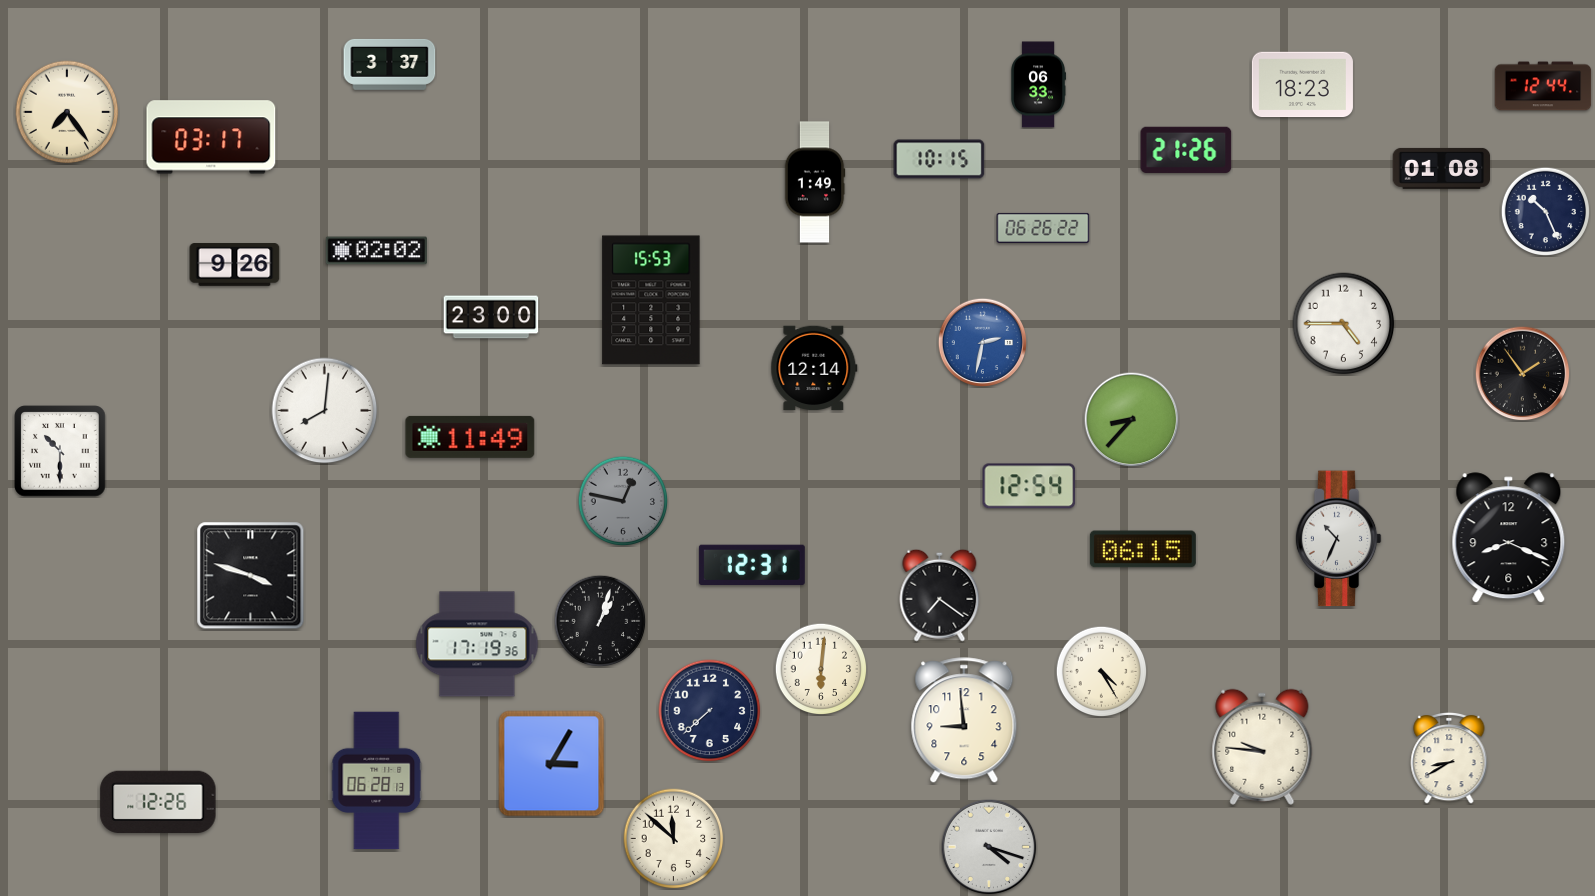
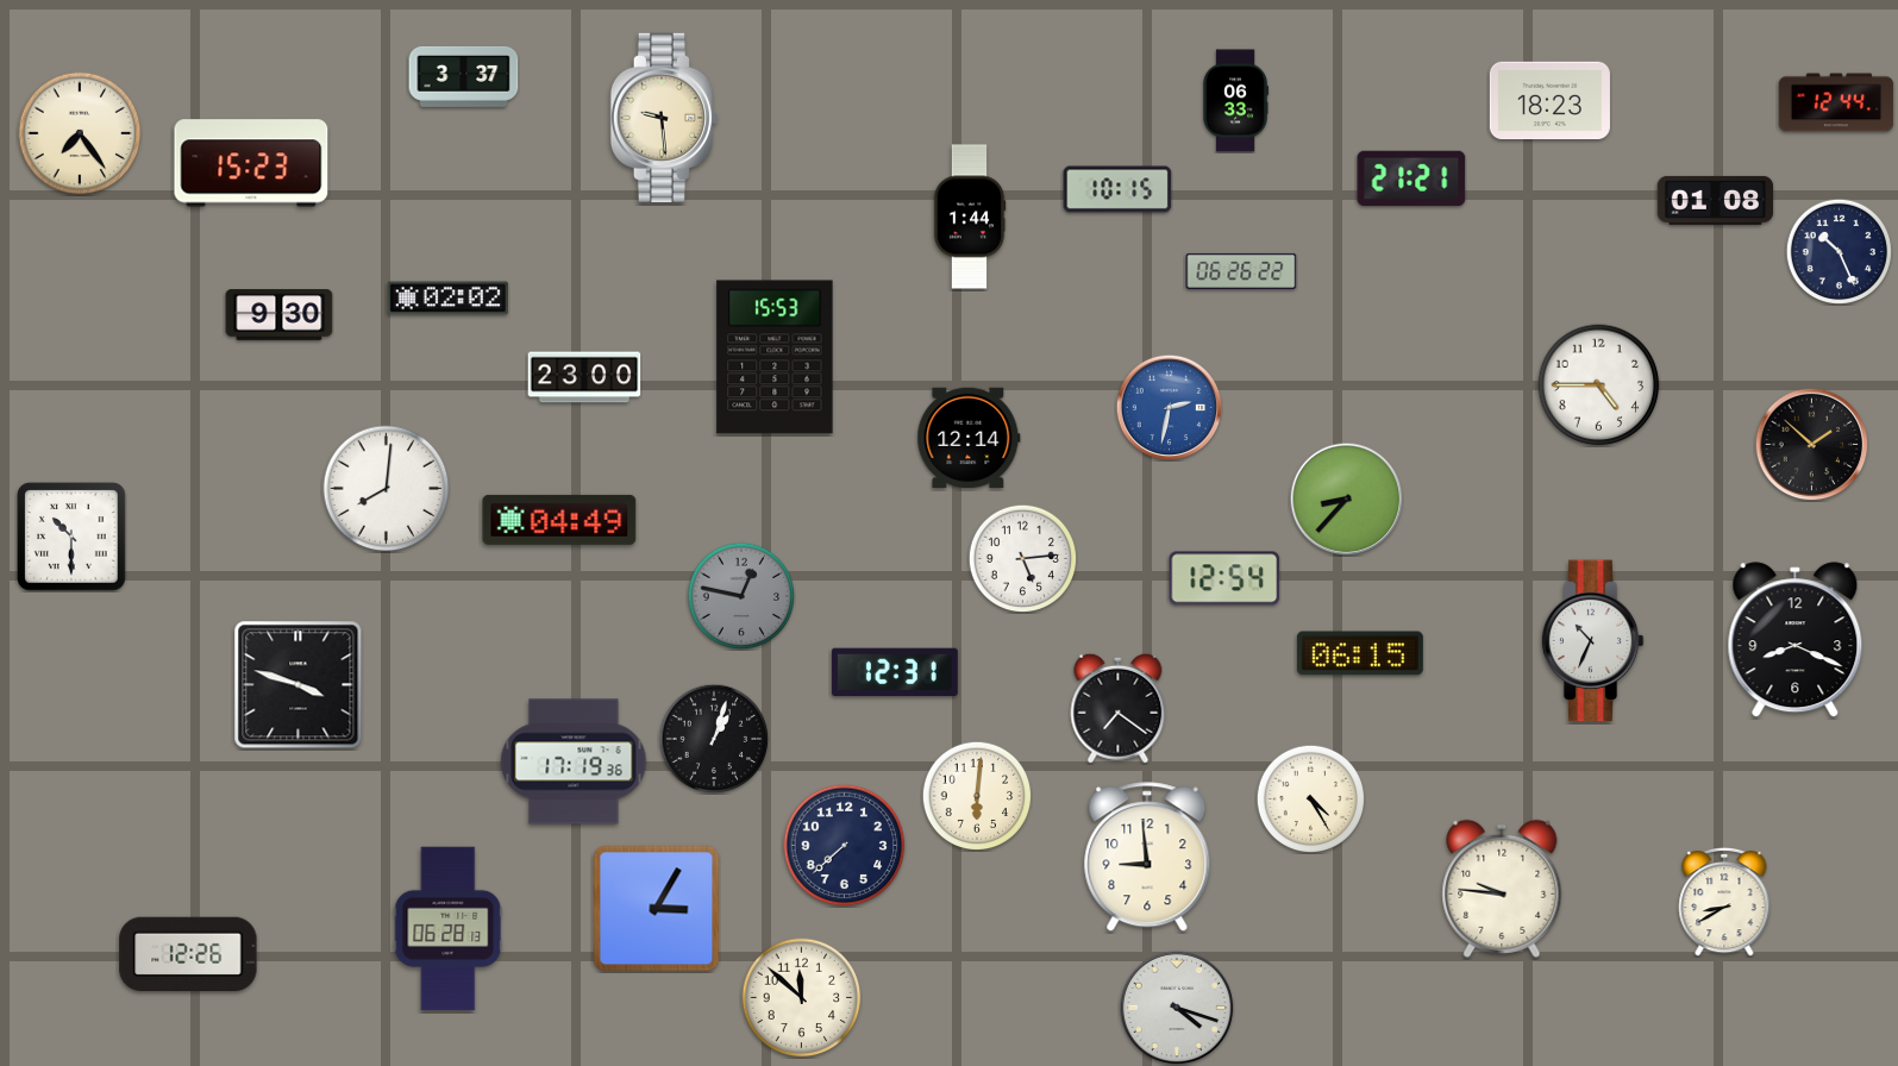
clock at (664, 118): none -> 9:29
clock at (211, 137): 03:17 -> 15:23
clock at (1186, 149): 21:26 -> 21:21
clock at (815, 182): 1:49 -> 1:44
clock at (235, 265): 9:26 -> 9:30
clock at (1522, 373): 1:54 -> 1:52
clock at (470, 437): 11:49 -> 04:49
clock at (1022, 558): none -> 5:14
clock at (477, 644) position: (477, 644) -> (574, 761)
